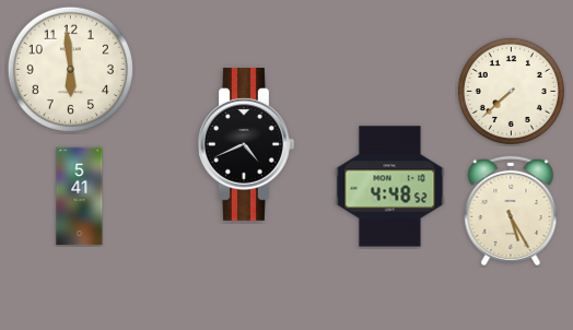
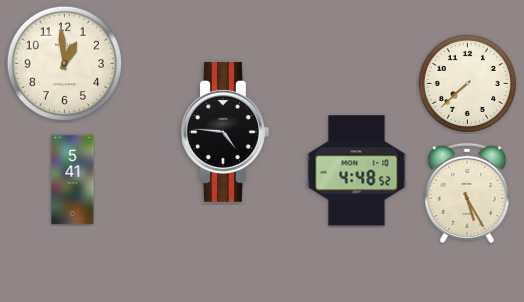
clock at (70, 69): 5:59 -> 12:59
clock at (246, 145): 4:41 -> 4:46
